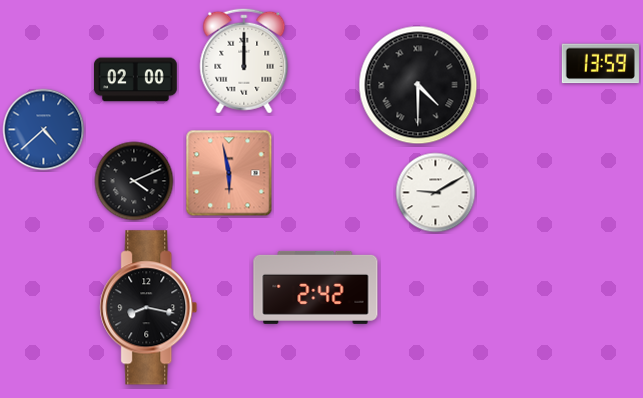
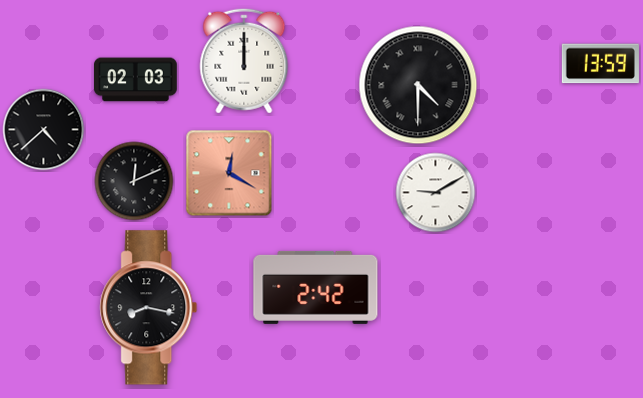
clock at (136, 80): 02:00 -> 02:03
clock at (44, 130) dial: blue -> black
clock at (229, 173): 5:58 -> 12:20
clock at (134, 181): 4:11 -> 12:11
